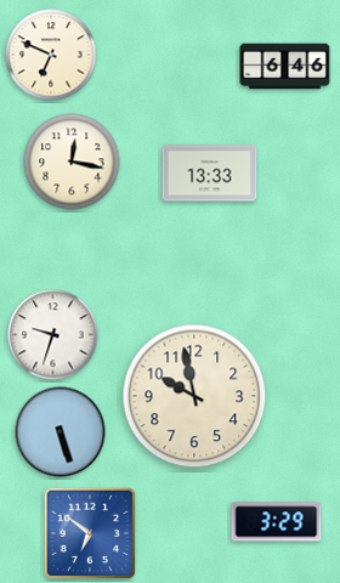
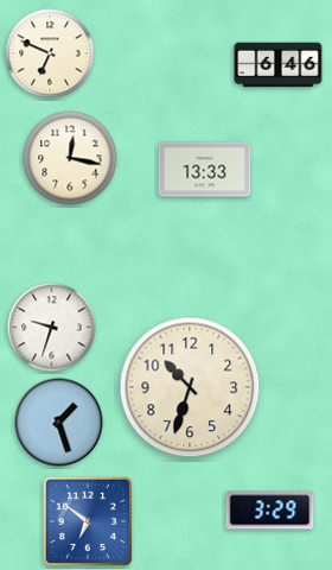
clock at (194, 396): 9:58 -> 10:33
clock at (61, 432): 5:27 -> 1:27
